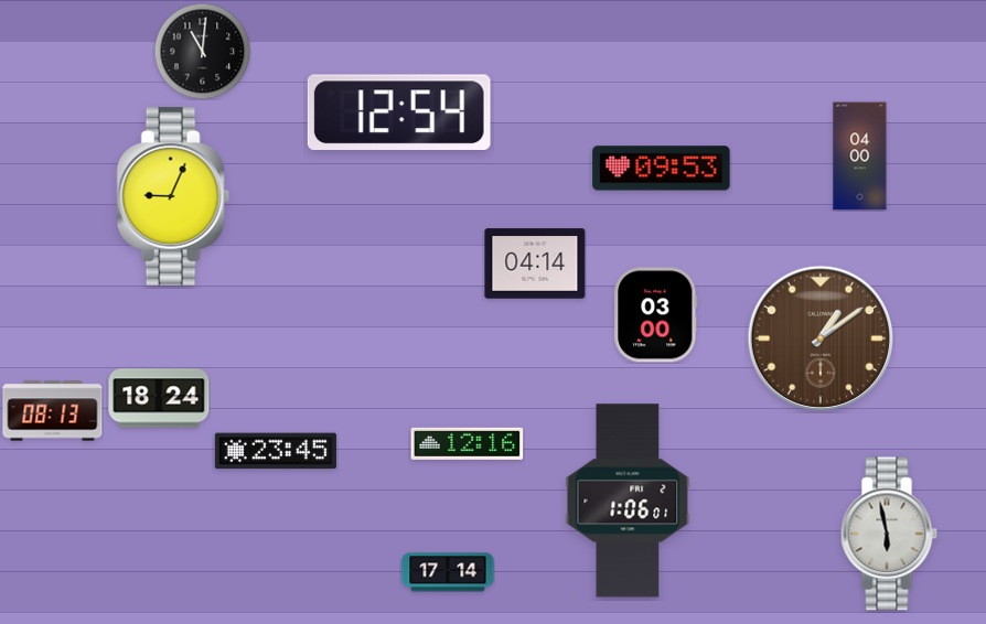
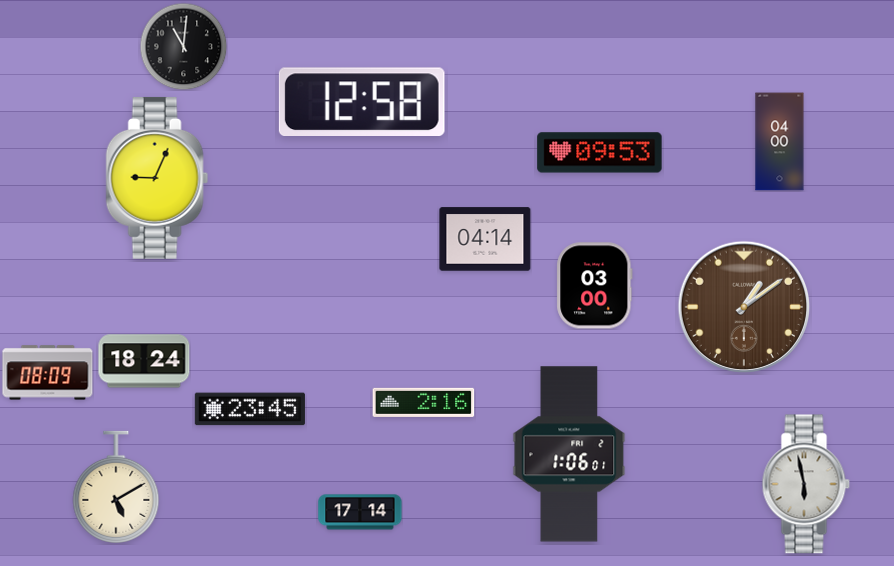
clock at (399, 111): 12:54 -> 12:58
clock at (53, 411): 08:13 -> 08:09
clock at (468, 443): 12:16 -> 2:16
clock at (116, 487): none -> 5:10
clock at (448, 572) position: (448, 572) -> (360, 512)
